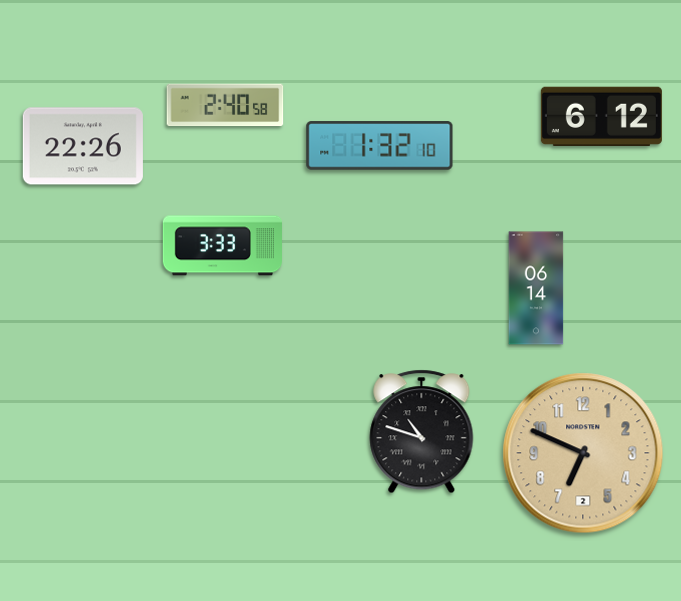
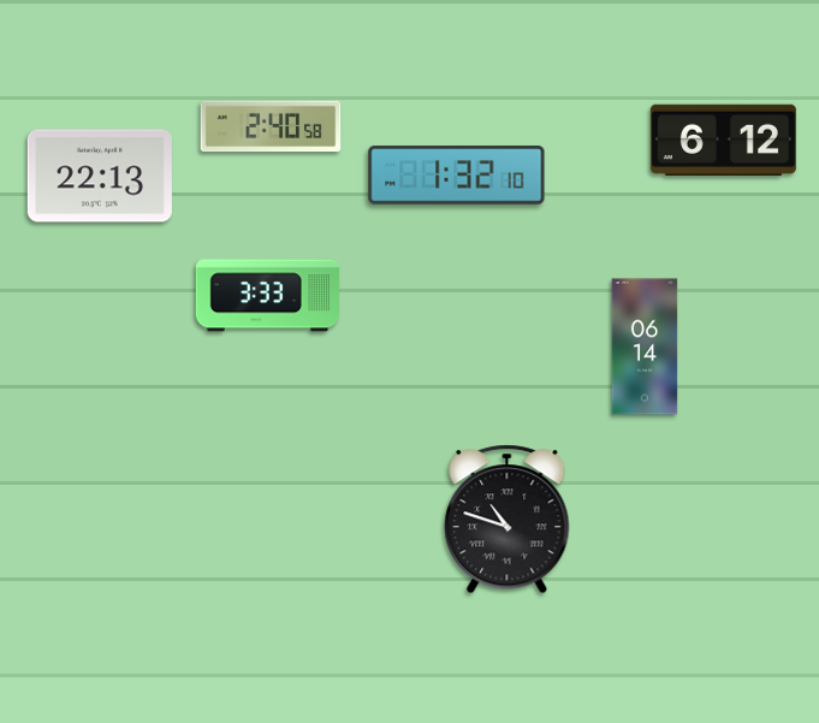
clock at (83, 146): 22:26 -> 22:13
clock at (583, 453): 6:49 -> none
